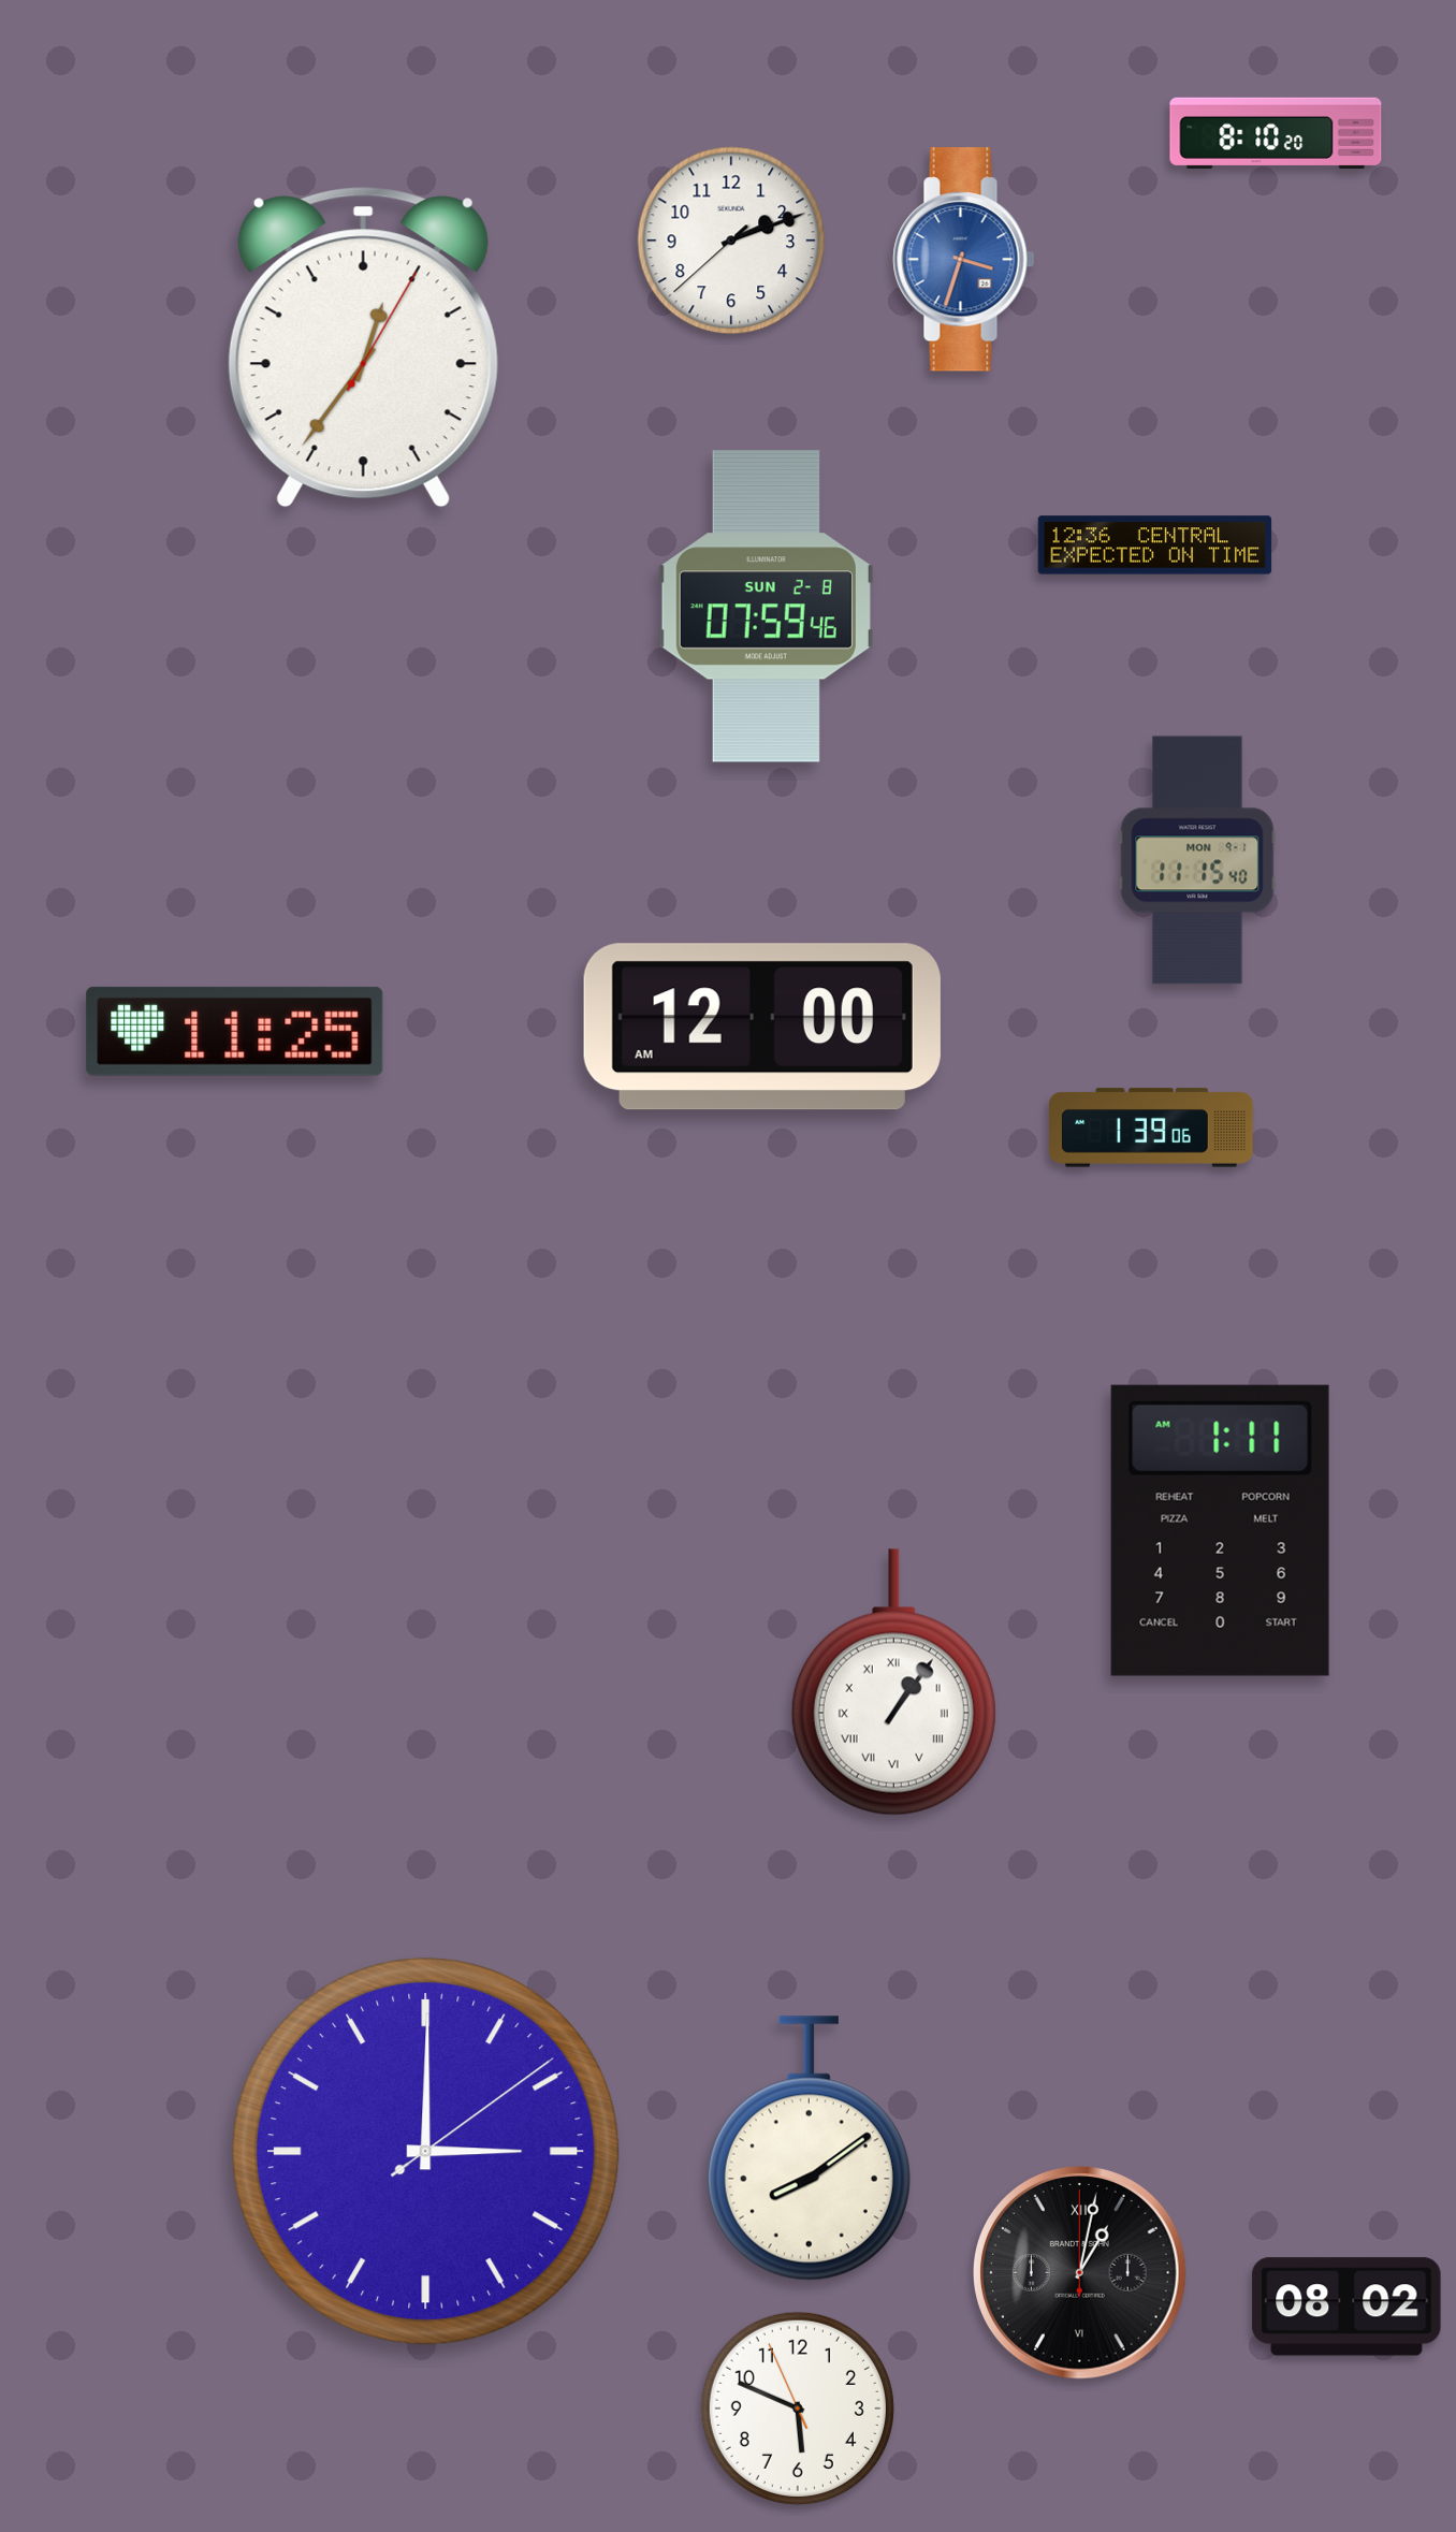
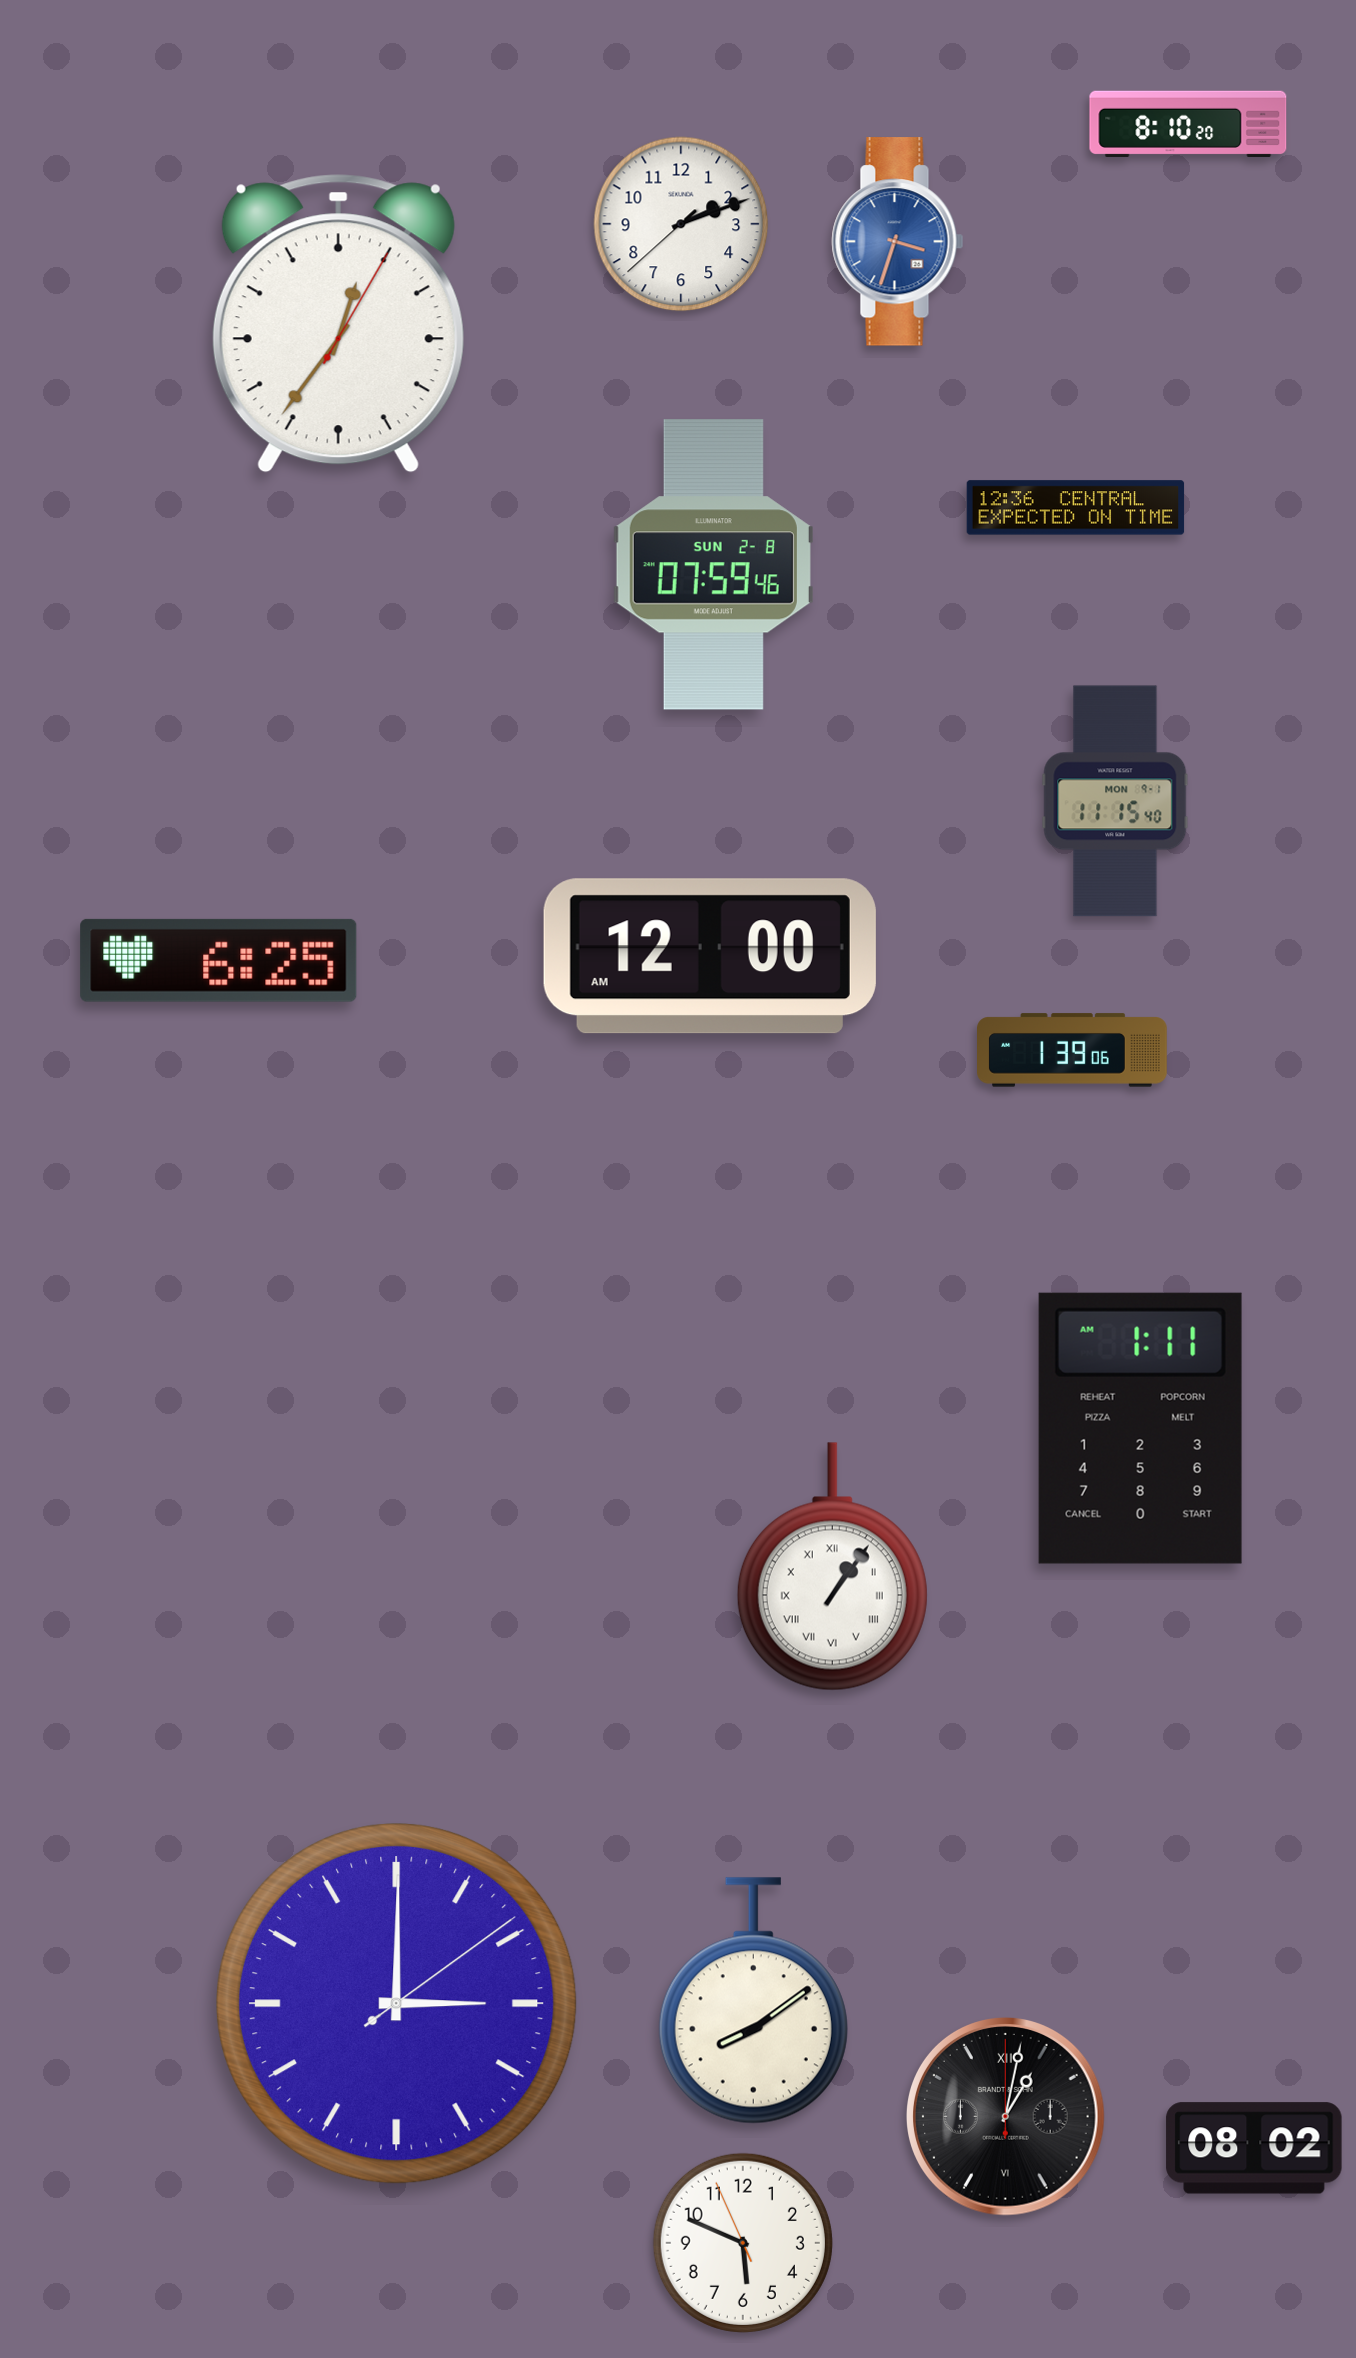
clock at (235, 1031): 11:25 -> 6:25
clock at (1220, 1530) position: (1220, 1530) -> (1140, 1428)
